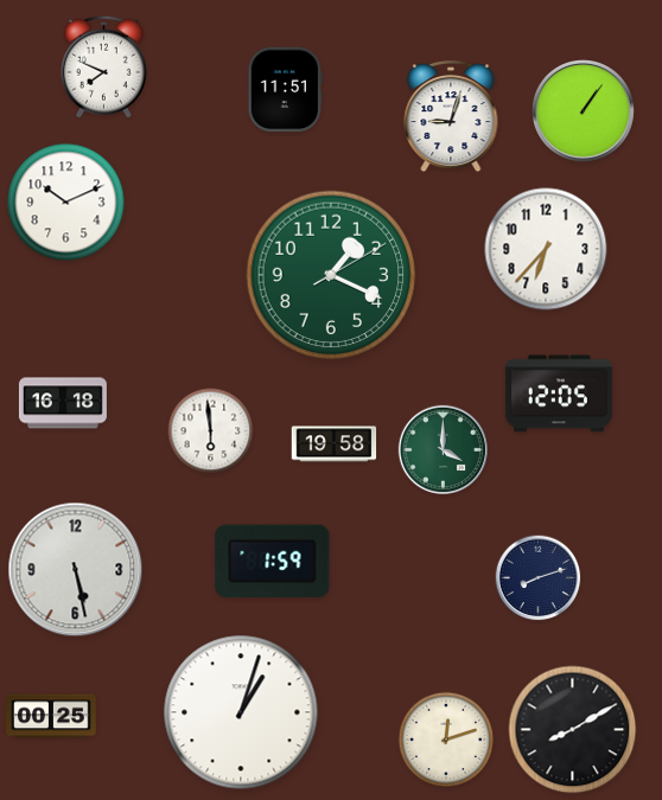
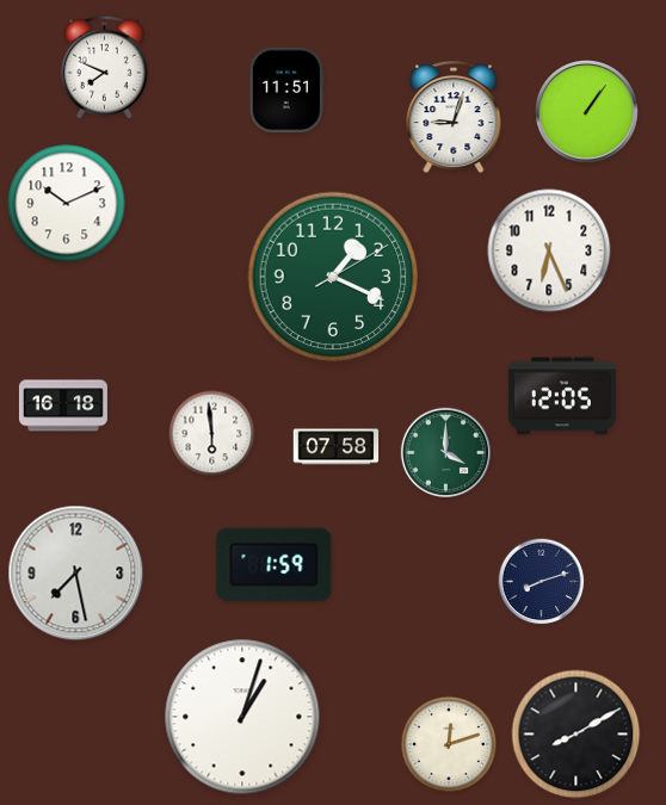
clock at (546, 249): 6:37 -> 6:26
clock at (335, 444): 19:58 -> 07:58
clock at (76, 570): 5:28 -> 7:28
clock at (51, 716): 00:25 -> none
